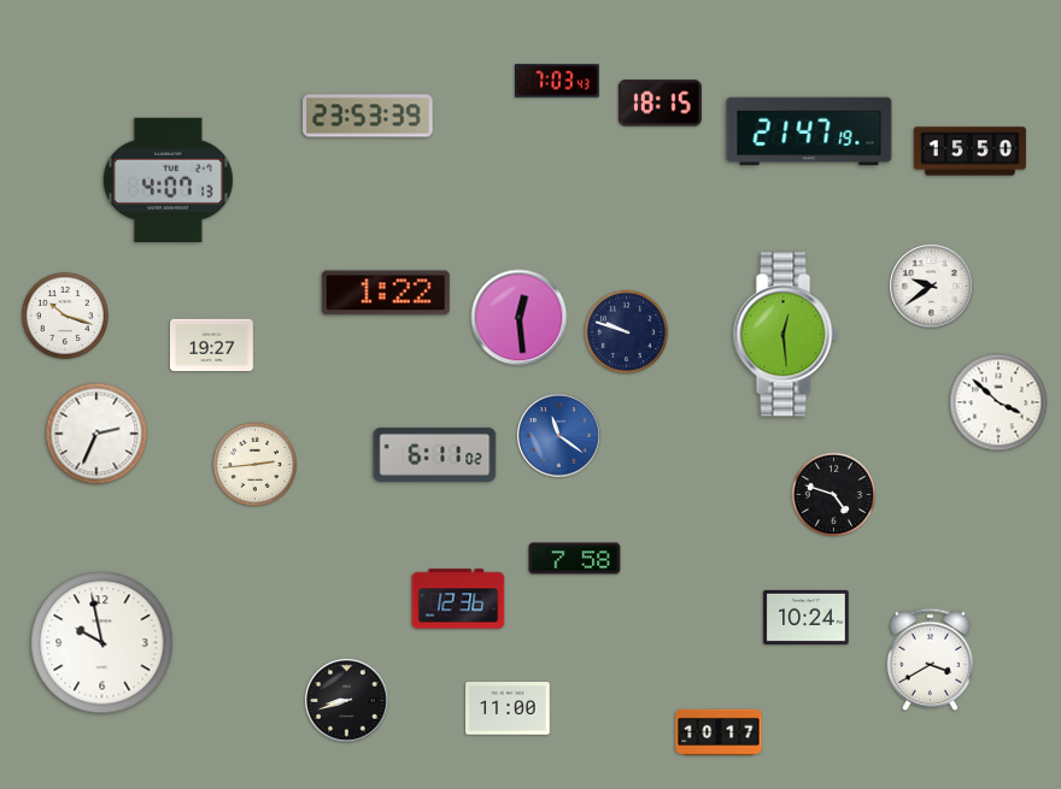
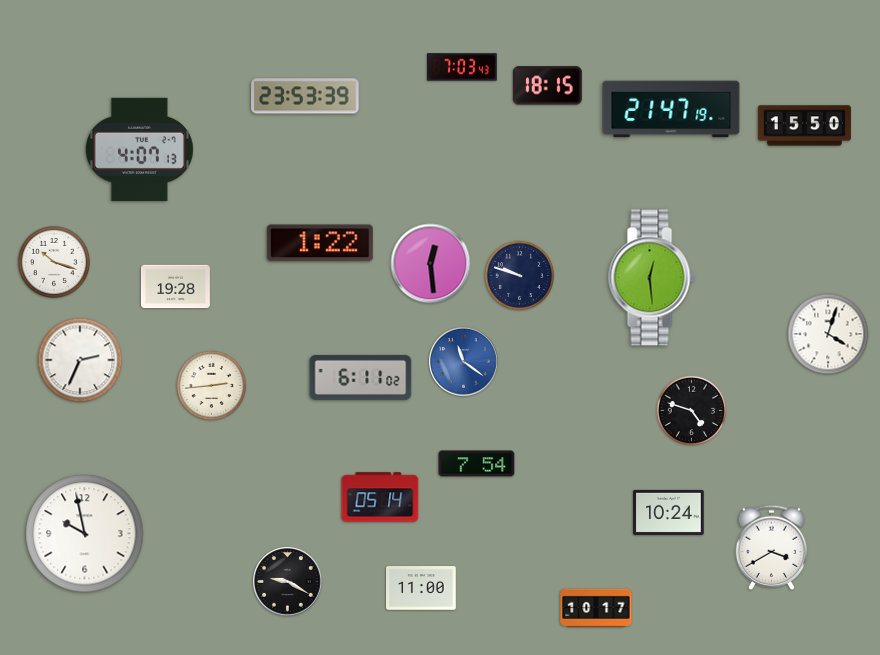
clock at (932, 287): 9:39 -> none
clock at (211, 346): 19:27 -> 19:28
clock at (998, 402): 3:52 -> 4:03
clock at (575, 559): 7:58 -> 7:54
clock at (458, 599): 12:36 -> 05:14
clock at (347, 701): 8:42 -> 9:20
